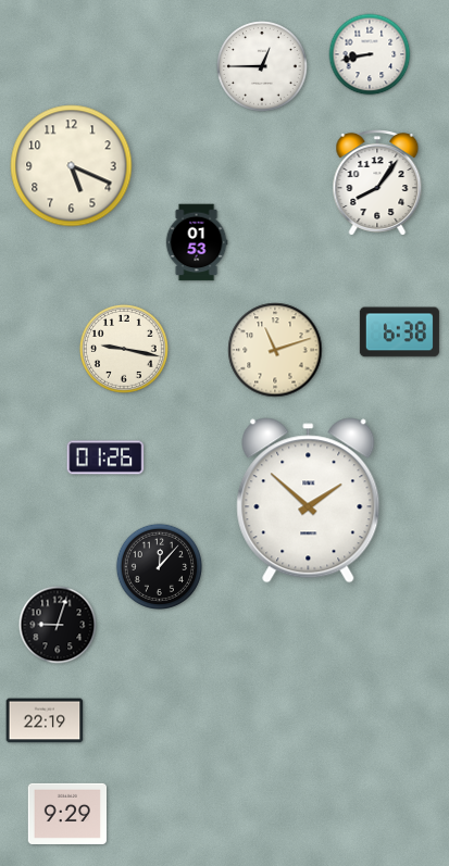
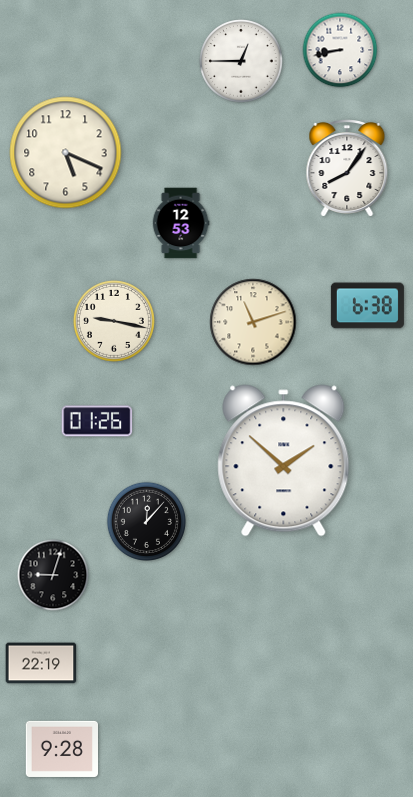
clock at (197, 242): 01:53 -> 12:53
clock at (66, 814): 9:29 -> 9:28
